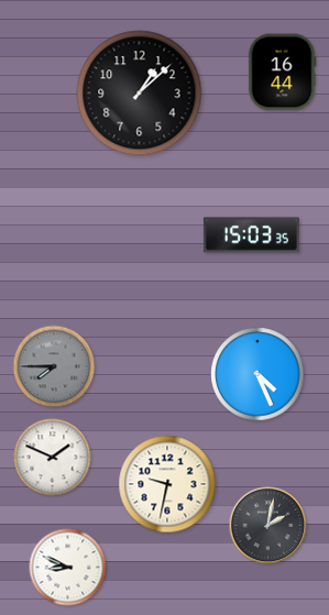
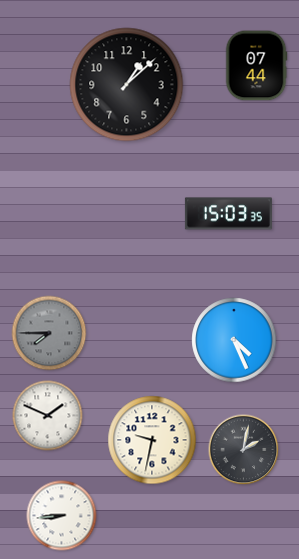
clock at (282, 73): 16:44 -> 07:44
clock at (268, 526) position: (268, 526) -> (244, 450)
clock at (68, 568): 8:49 -> 8:44
